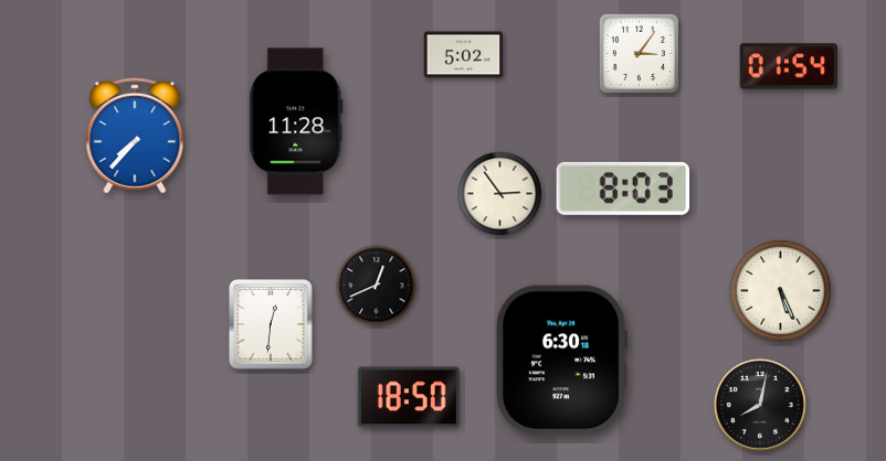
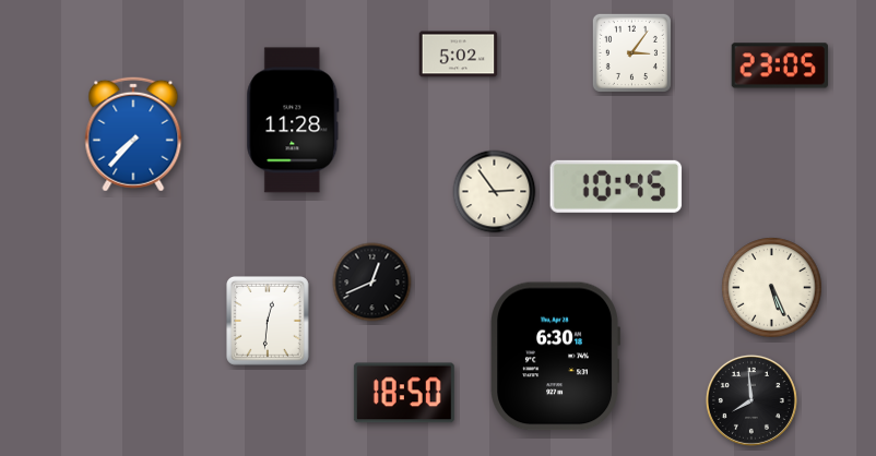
clock at (788, 66): 01:54 -> 23:05
clock at (623, 189): 8:03 -> 10:45
clock at (760, 405): 8:02 -> 7:59
